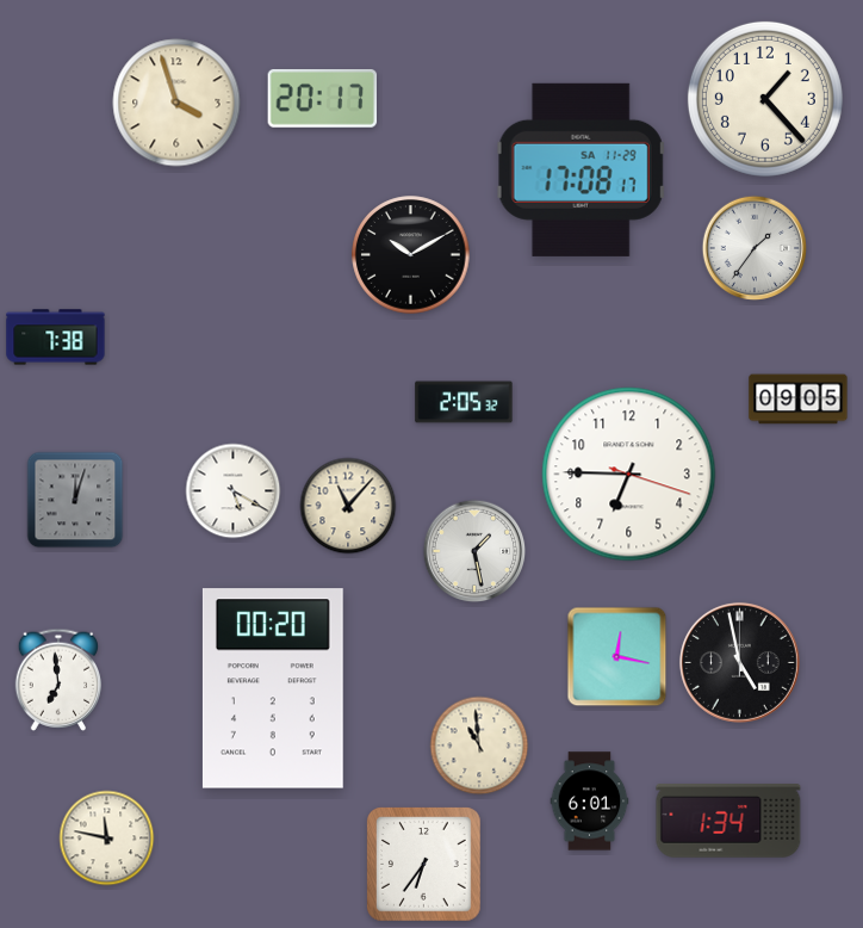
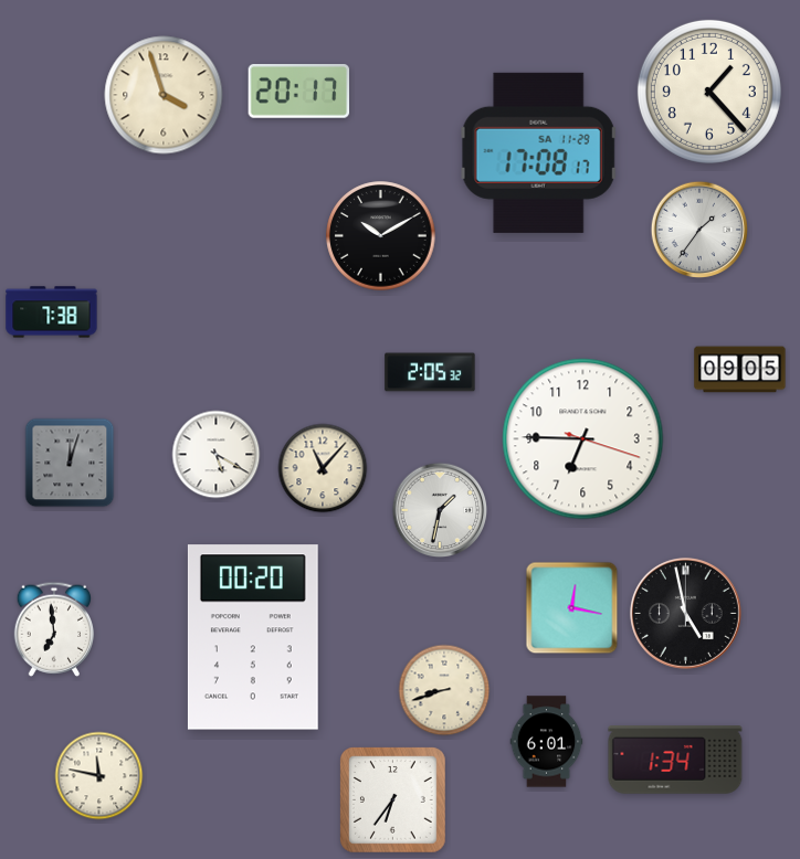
clock at (582, 169) position: (582, 169) -> (539, 152)
clock at (474, 551): 1:28 -> 1:32
clock at (479, 746): 10:59 -> 8:42
